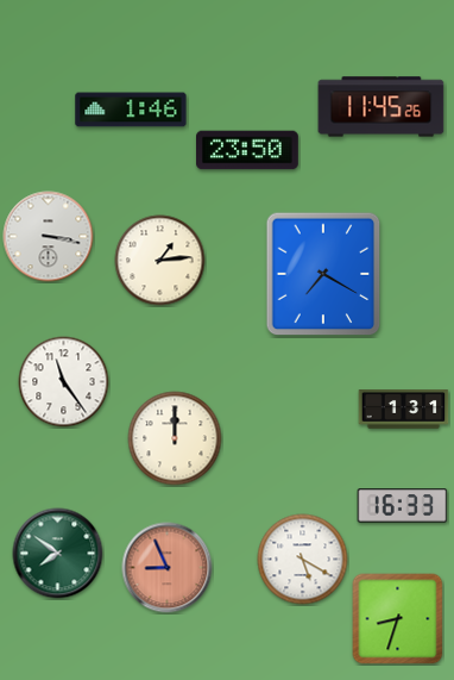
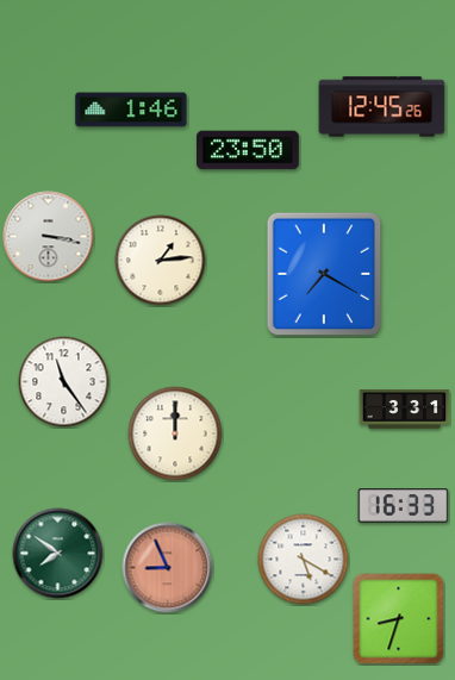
clock at (382, 107): 11:45 -> 12:45
clock at (404, 410): 1:31 -> 3:31
clock at (175, 438) position: (175, 438) -> (175, 433)
